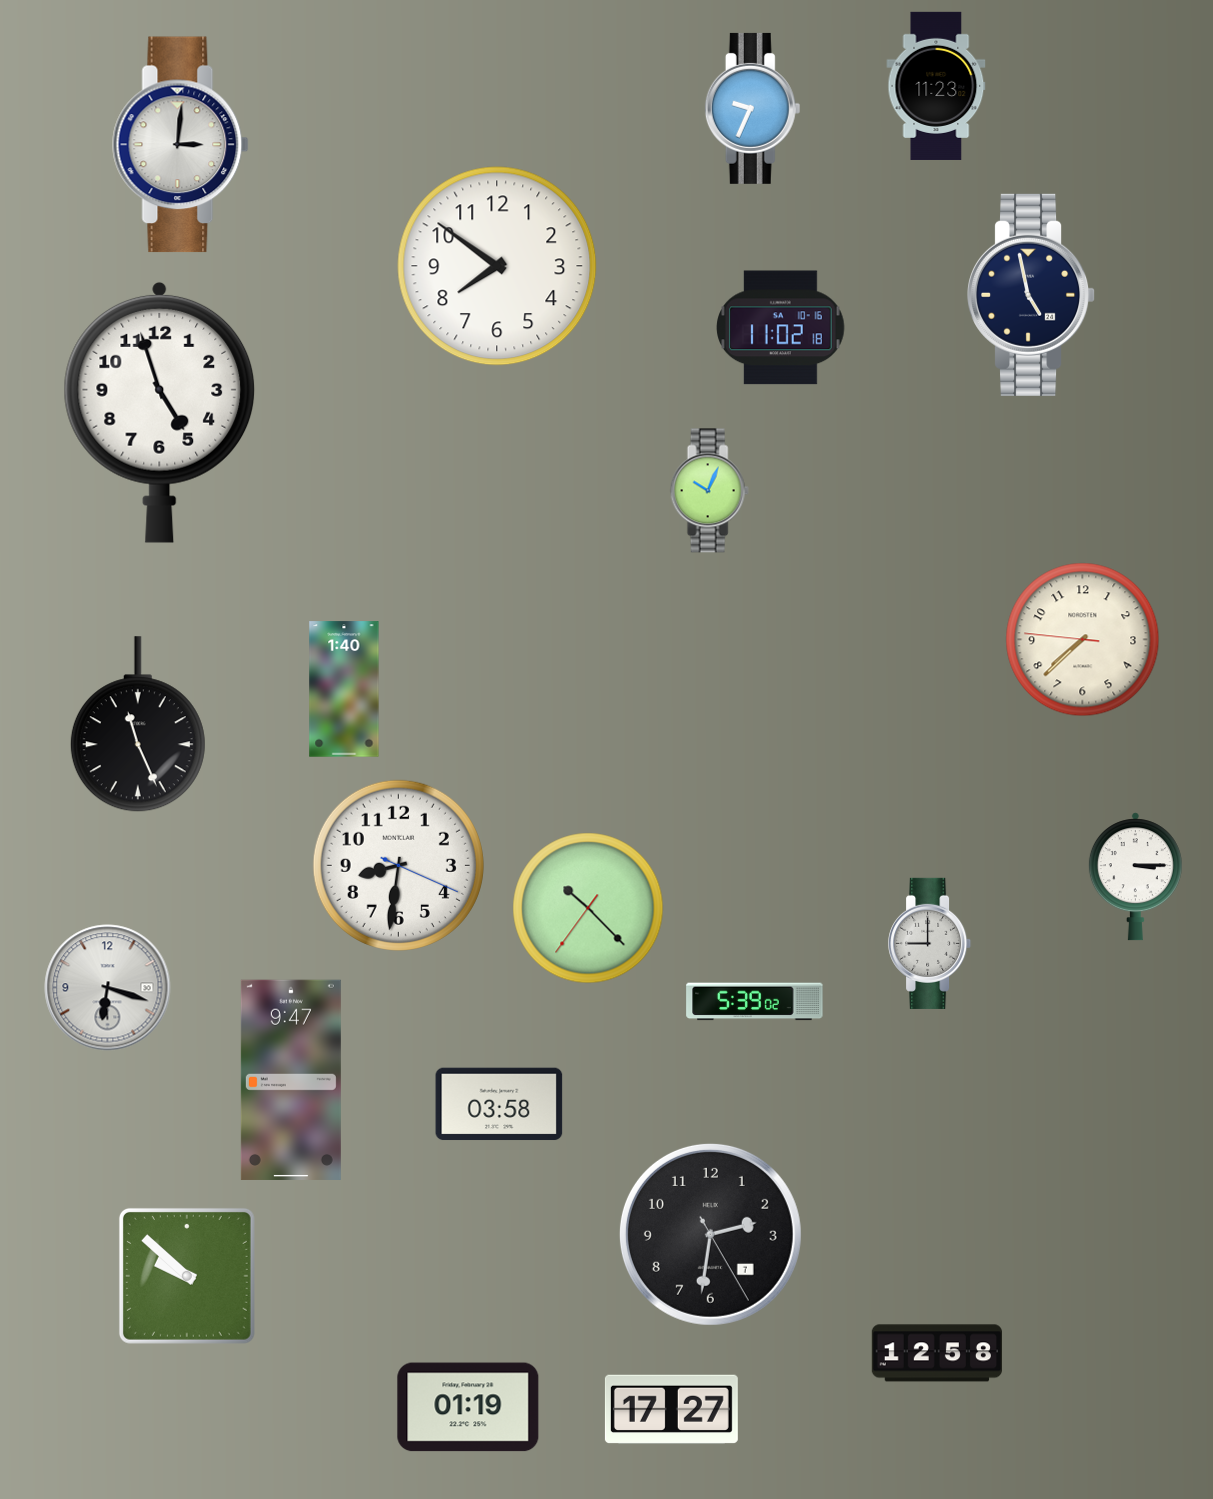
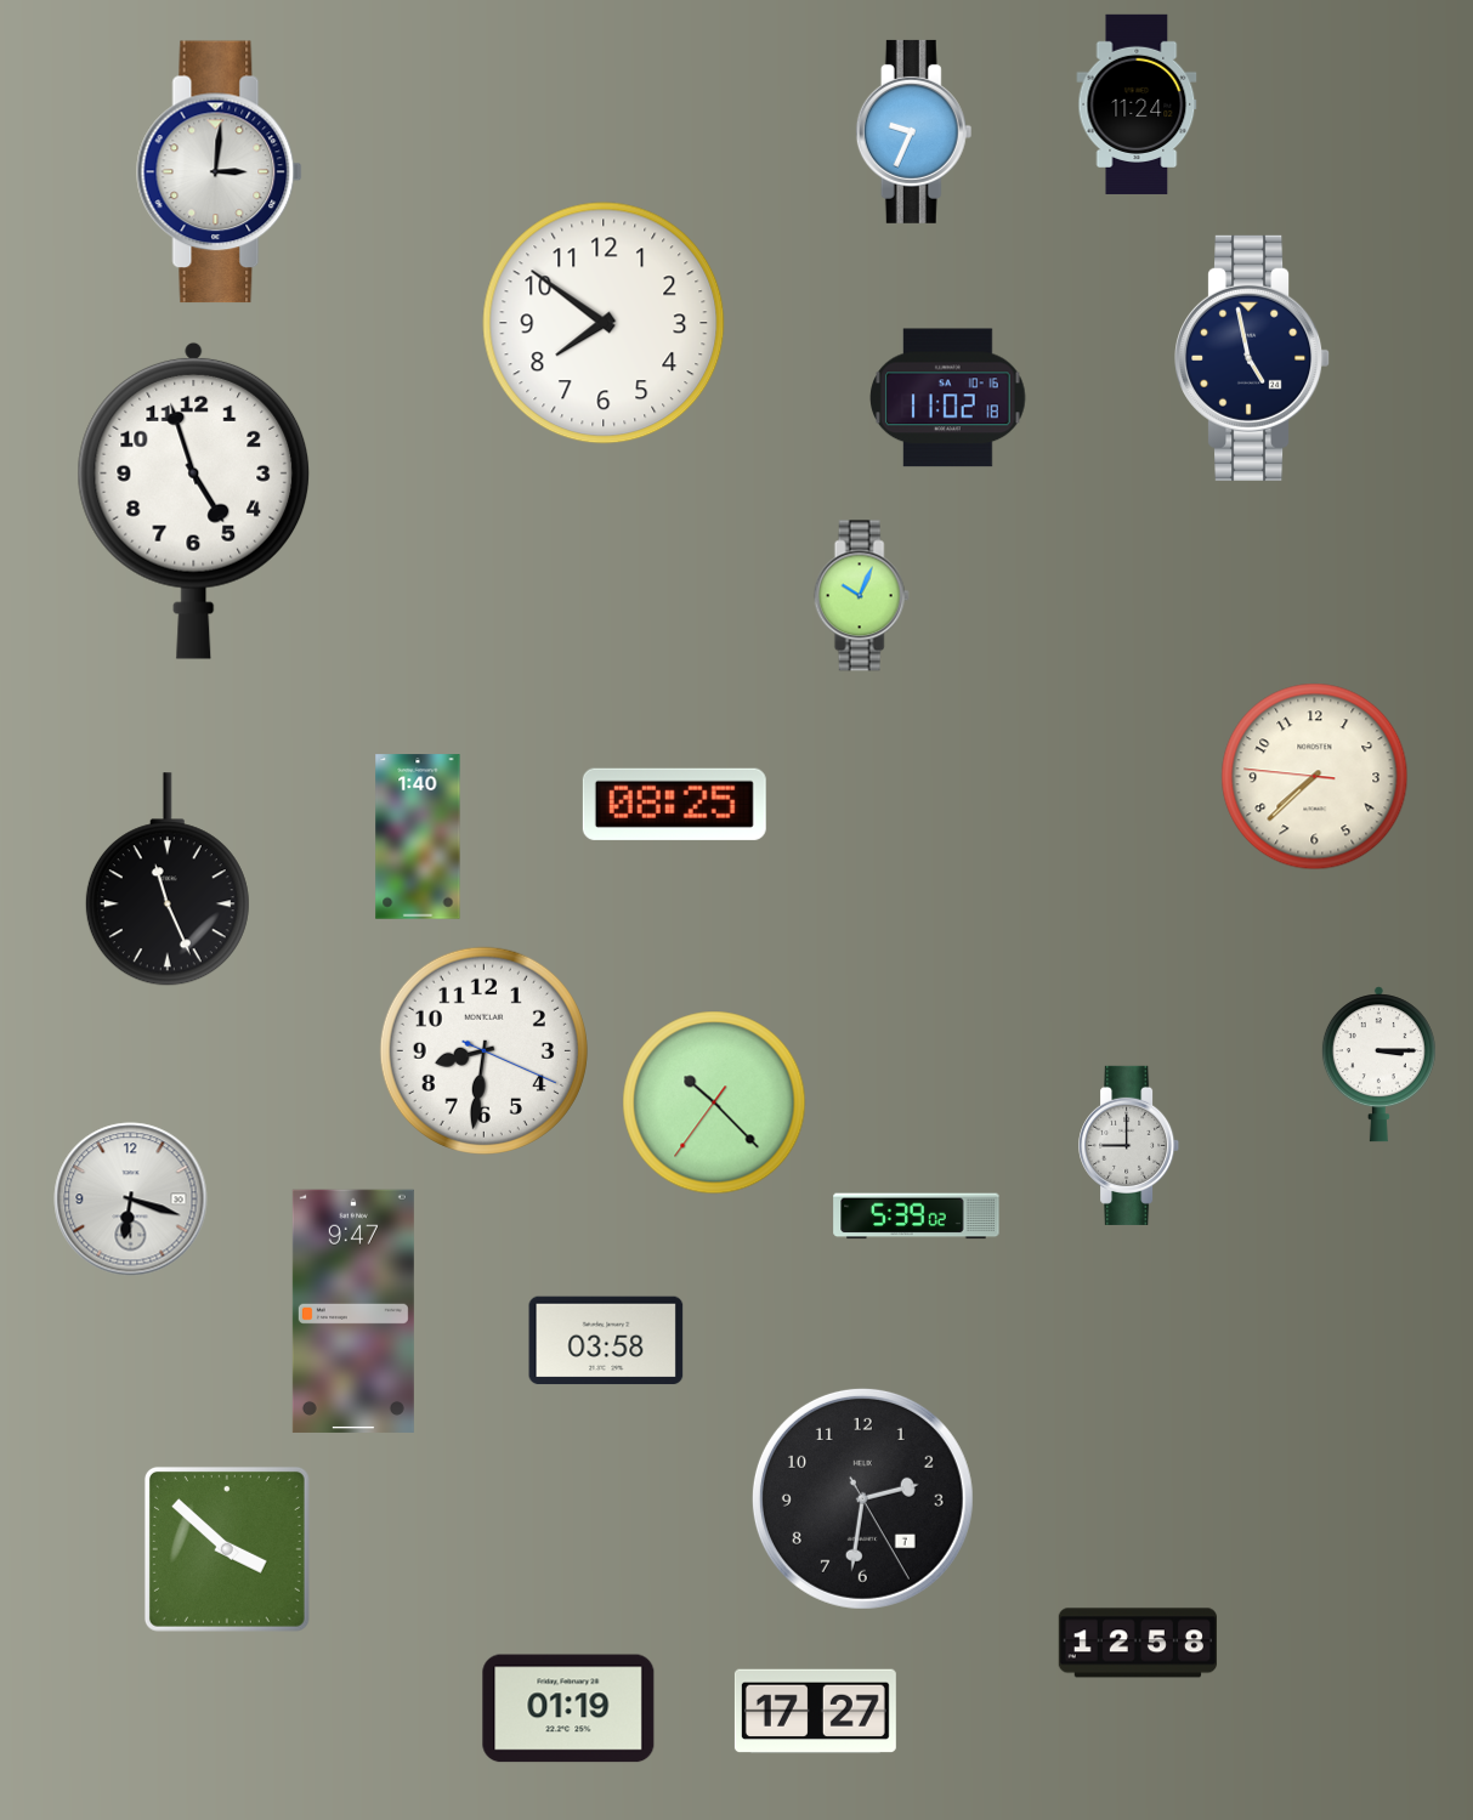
clock at (936, 86): 11:23 -> 11:24
clock at (181, 145) position: (181, 145) -> (220, 172)
clock at (674, 804): none -> 08:25
clock at (187, 1276): 9:52 -> 3:52
